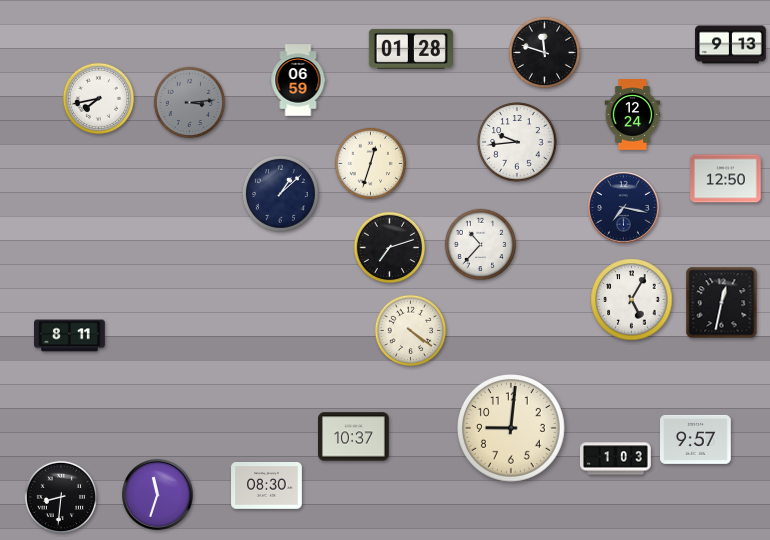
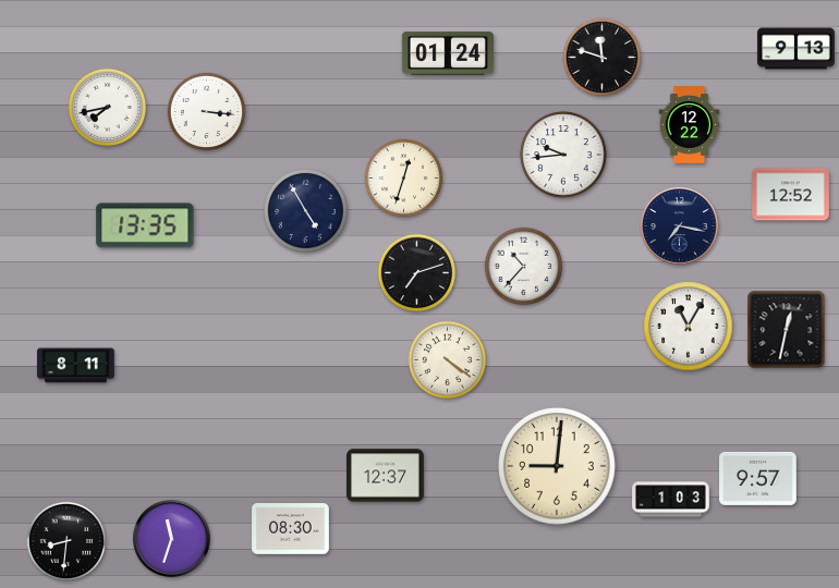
clock at (411, 49): 01:28 -> 01:24
clock at (545, 53) position: (545, 53) -> (603, 58)
clock at (298, 80): 06:59 -> none
clock at (190, 103): 3:14 -> 3:16
clock at (190, 103) dial: grey -> white
clock at (633, 115): 12:24 -> 12:22
clock at (726, 179): 12:50 -> 12:52
clock at (281, 194): 1:08 -> 4:55
clock at (145, 225): none -> 13:35
clock at (390, 248) position: (390, 248) -> (417, 273)
clock at (632, 300): 5:05 -> 11:05
clock at (354, 437): 10:37 -> 12:37
